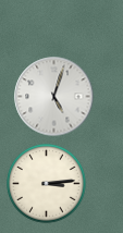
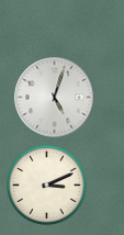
clock at (47, 184): 3:14 -> 3:11
